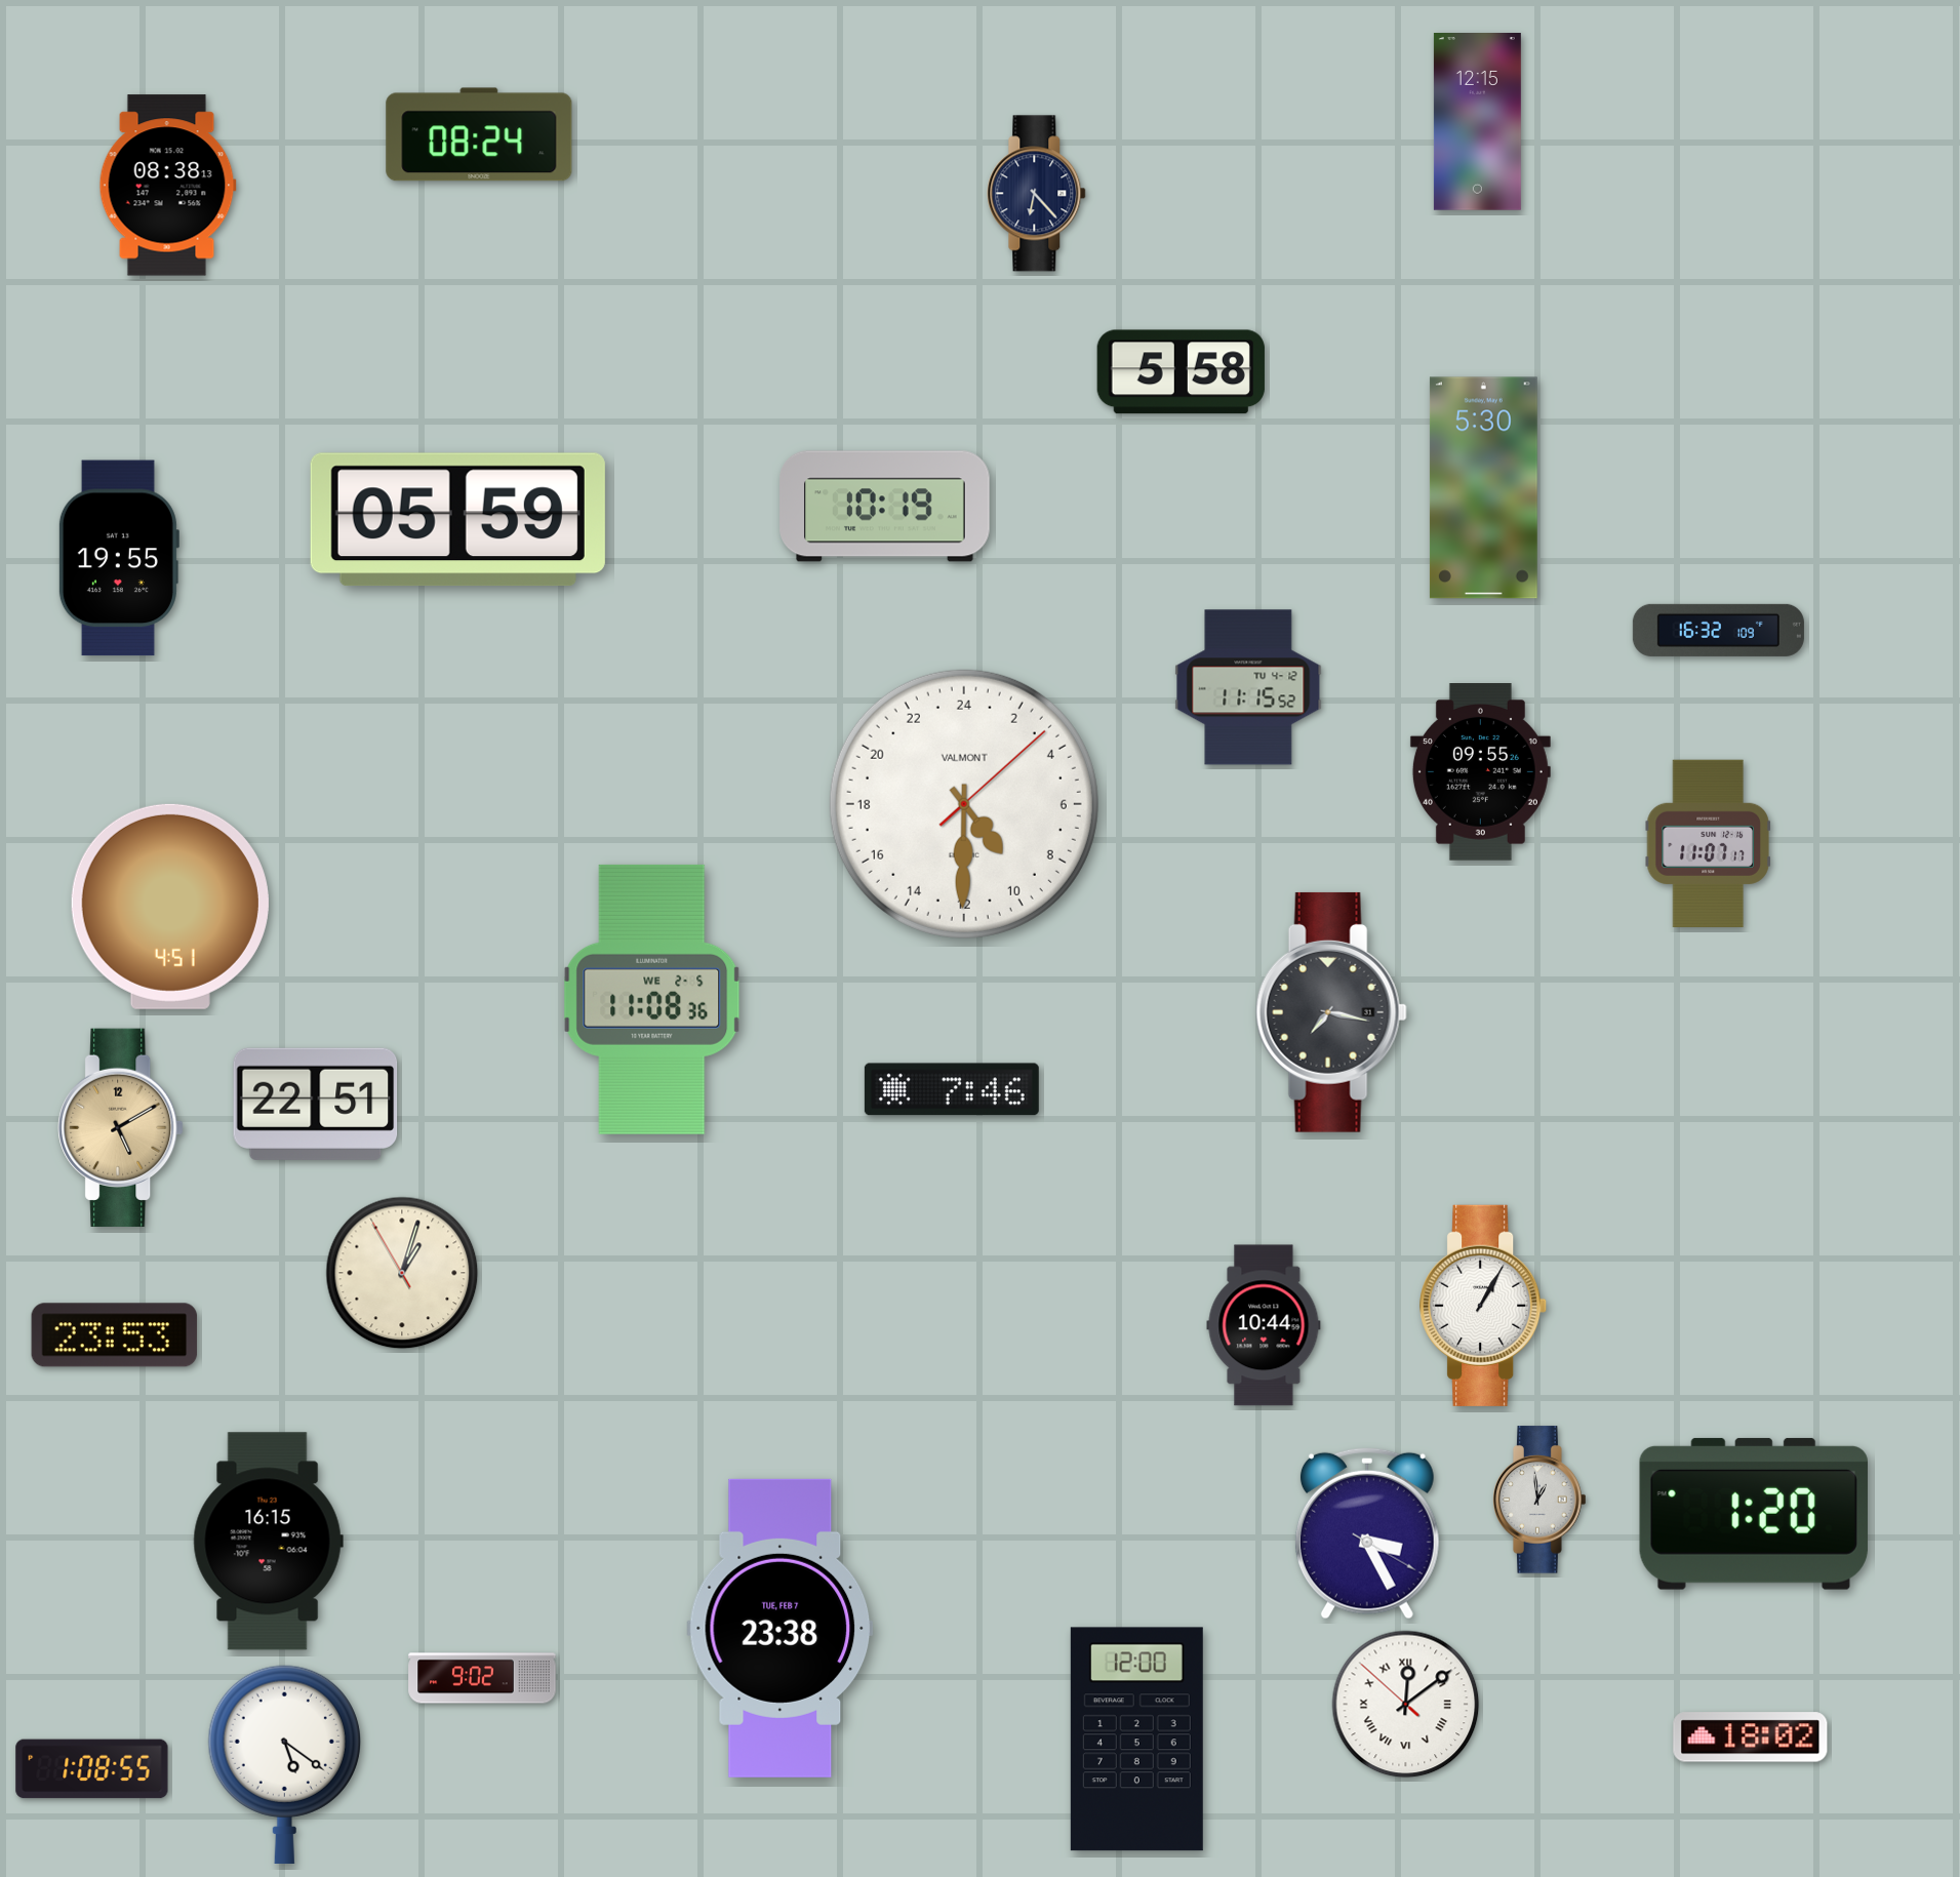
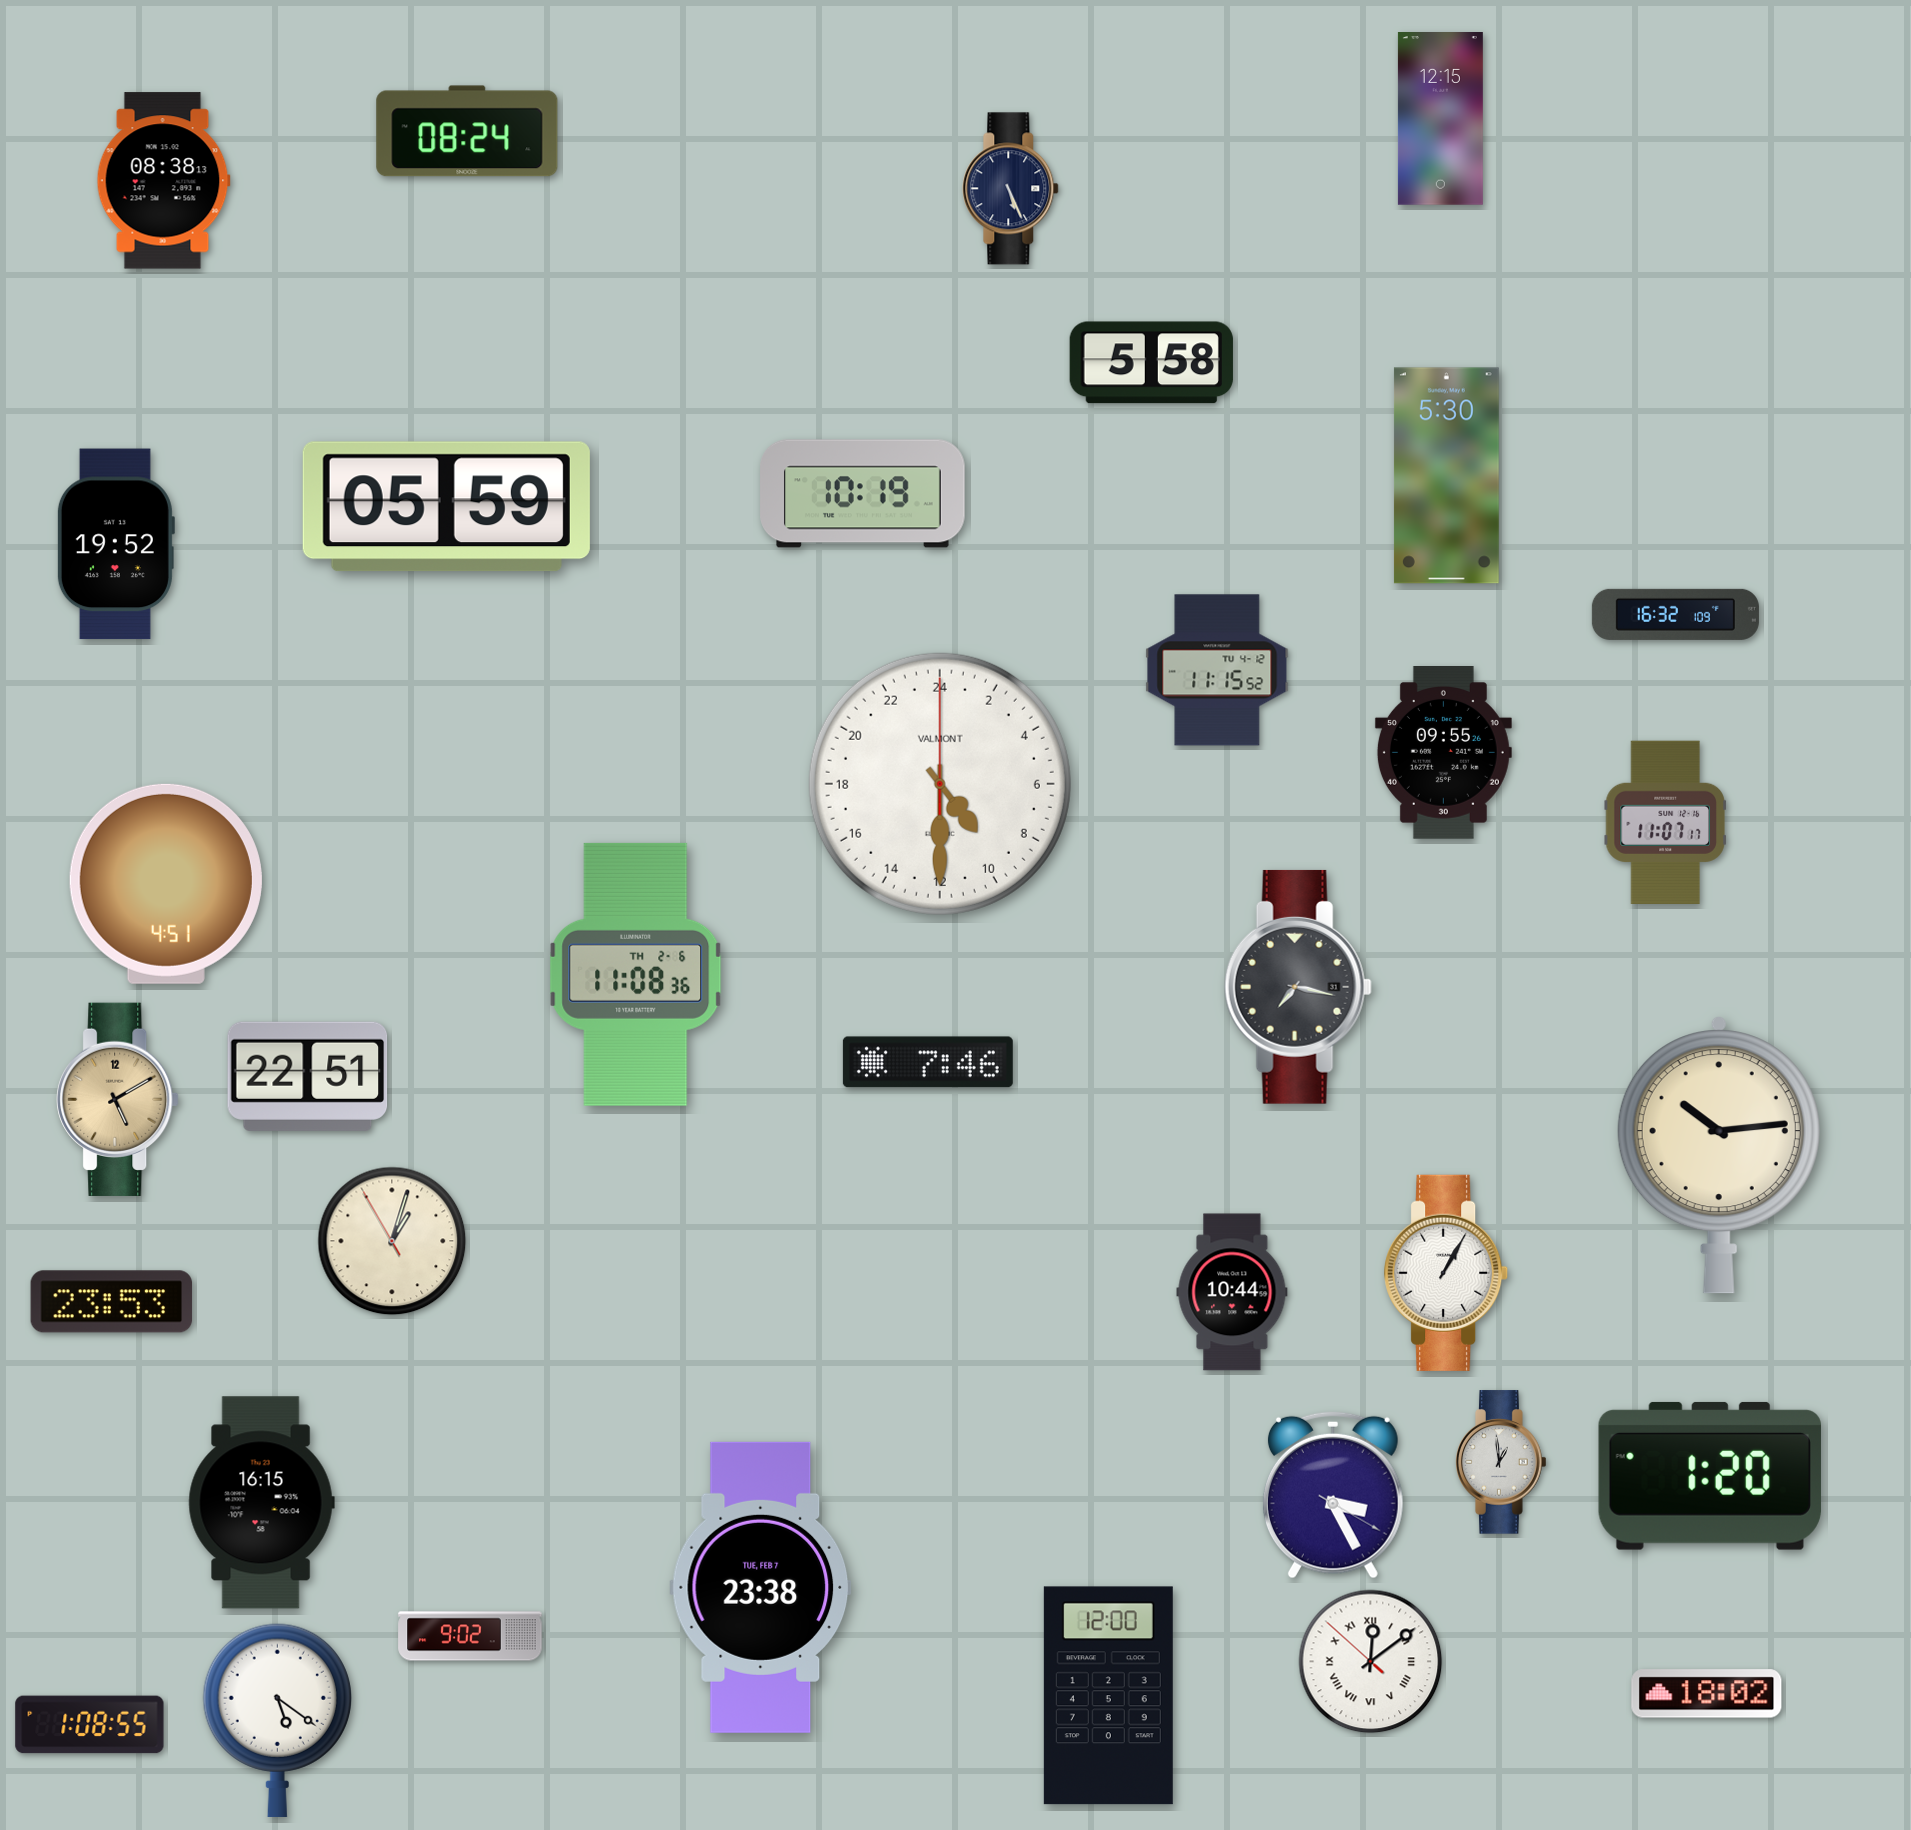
clock at (1037, 194): 6:23 -> 5:26
clock at (118, 558): 19:55 -> 19:52
clock at (964, 804): 9:30:08 -> 9:30:00
clock at (652, 999) date: WE 2-5 -> TH 2-6
clock at (1719, 1156): none -> 10:14
